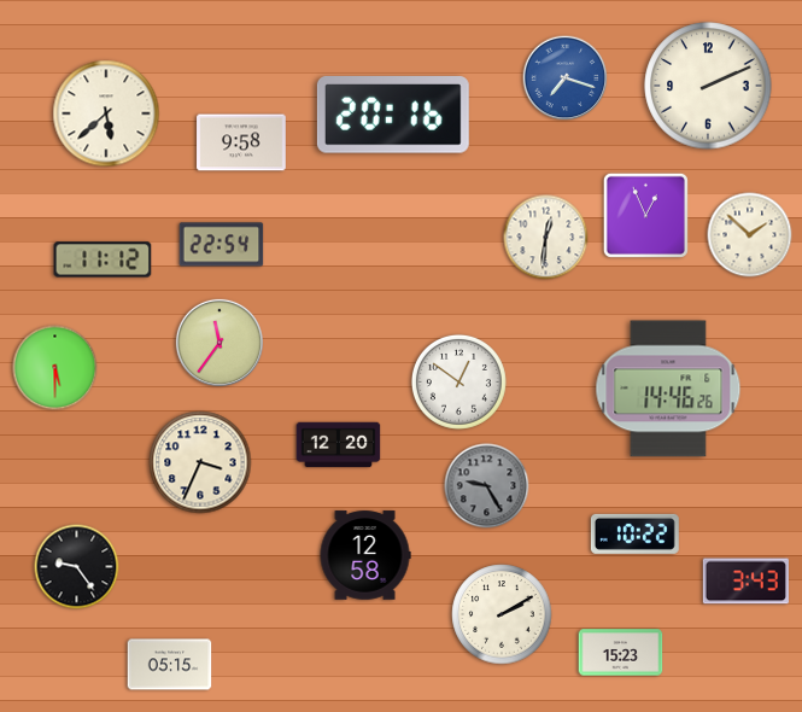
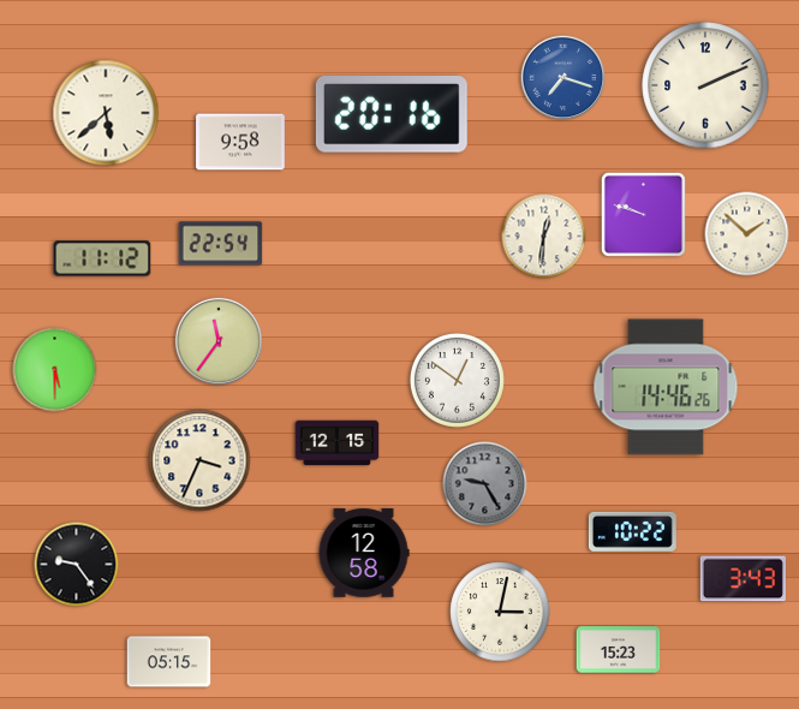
clock at (645, 215): 12:56 -> 9:48
clock at (55, 368) position: (55, 368) -> (55, 370)
clock at (339, 445): 12:20 -> 12:15
clock at (502, 614): 2:10 -> 3:02
